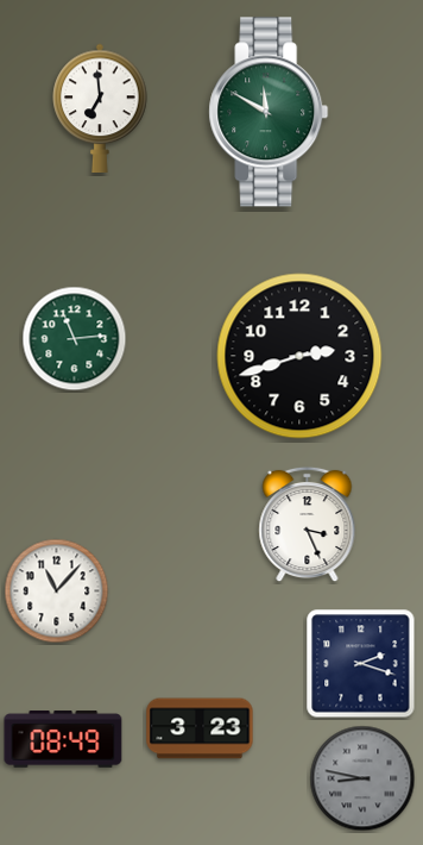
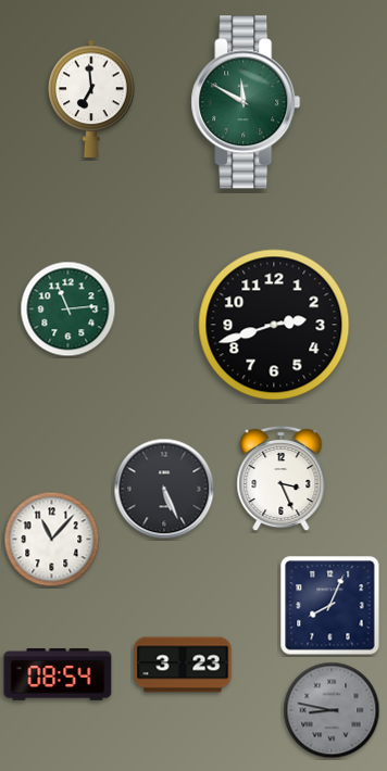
clock at (164, 489): none -> 5:26
clock at (361, 664): 2:18 -> 8:04
clock at (63, 739): 08:49 -> 08:54
